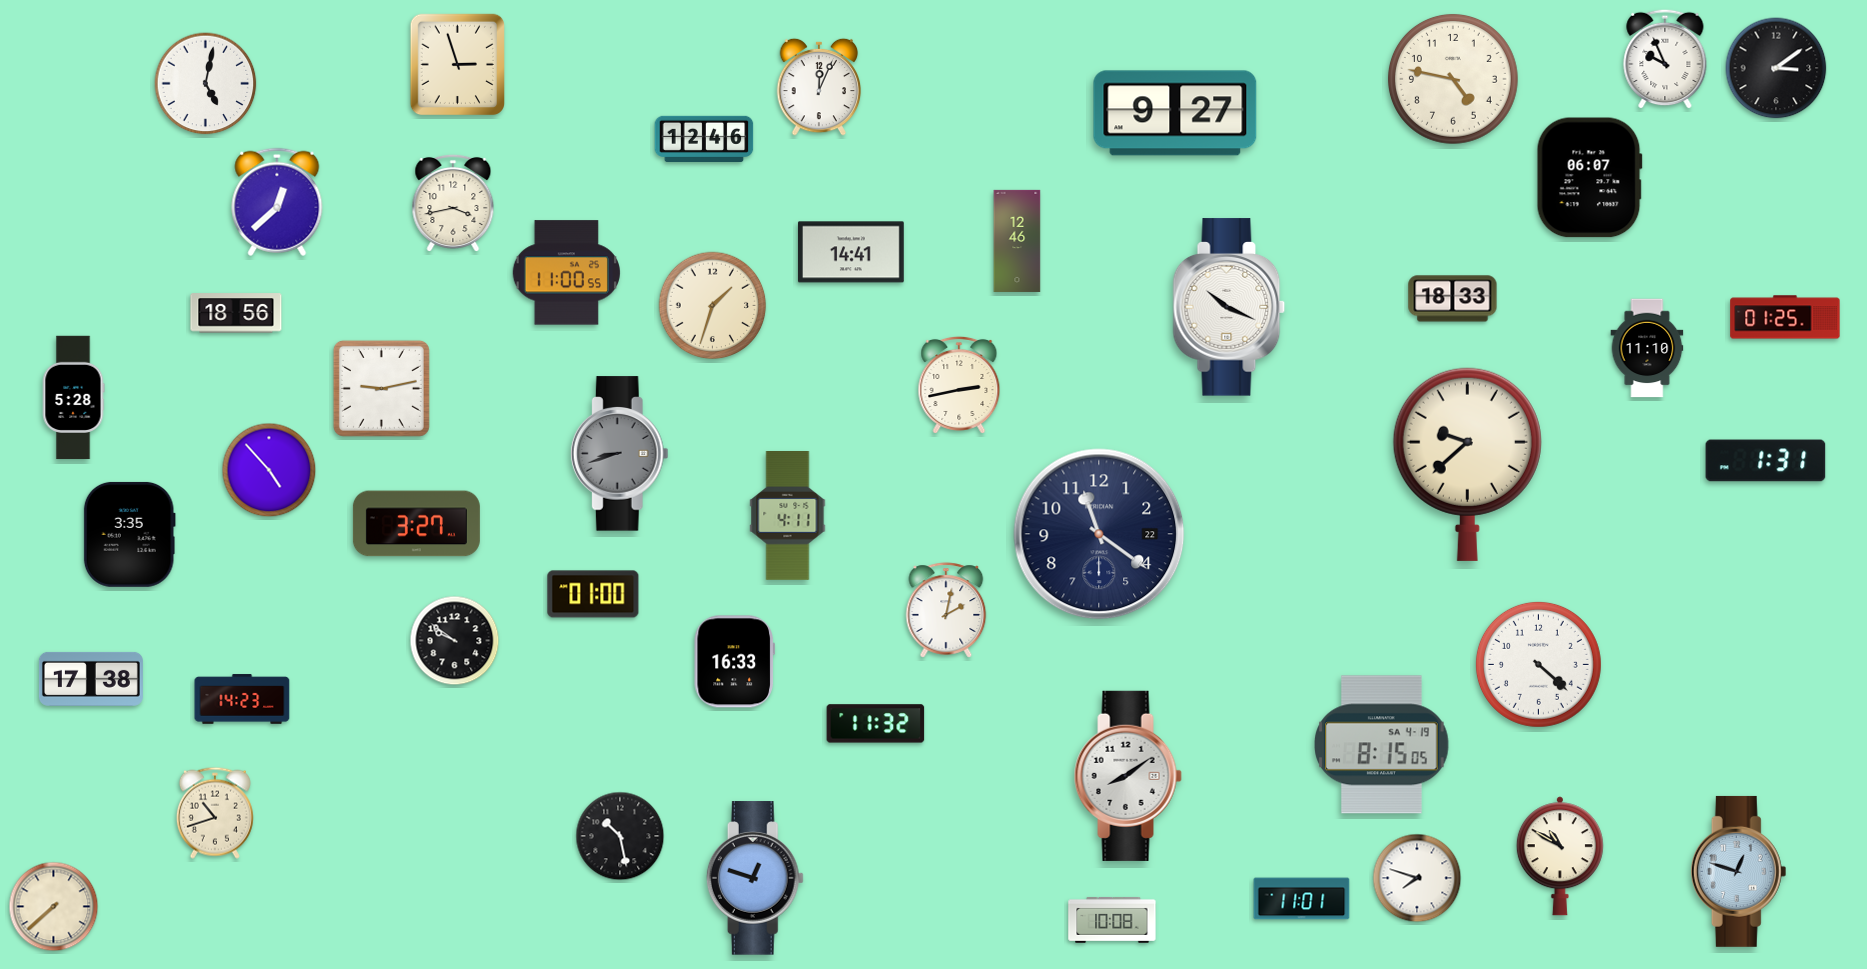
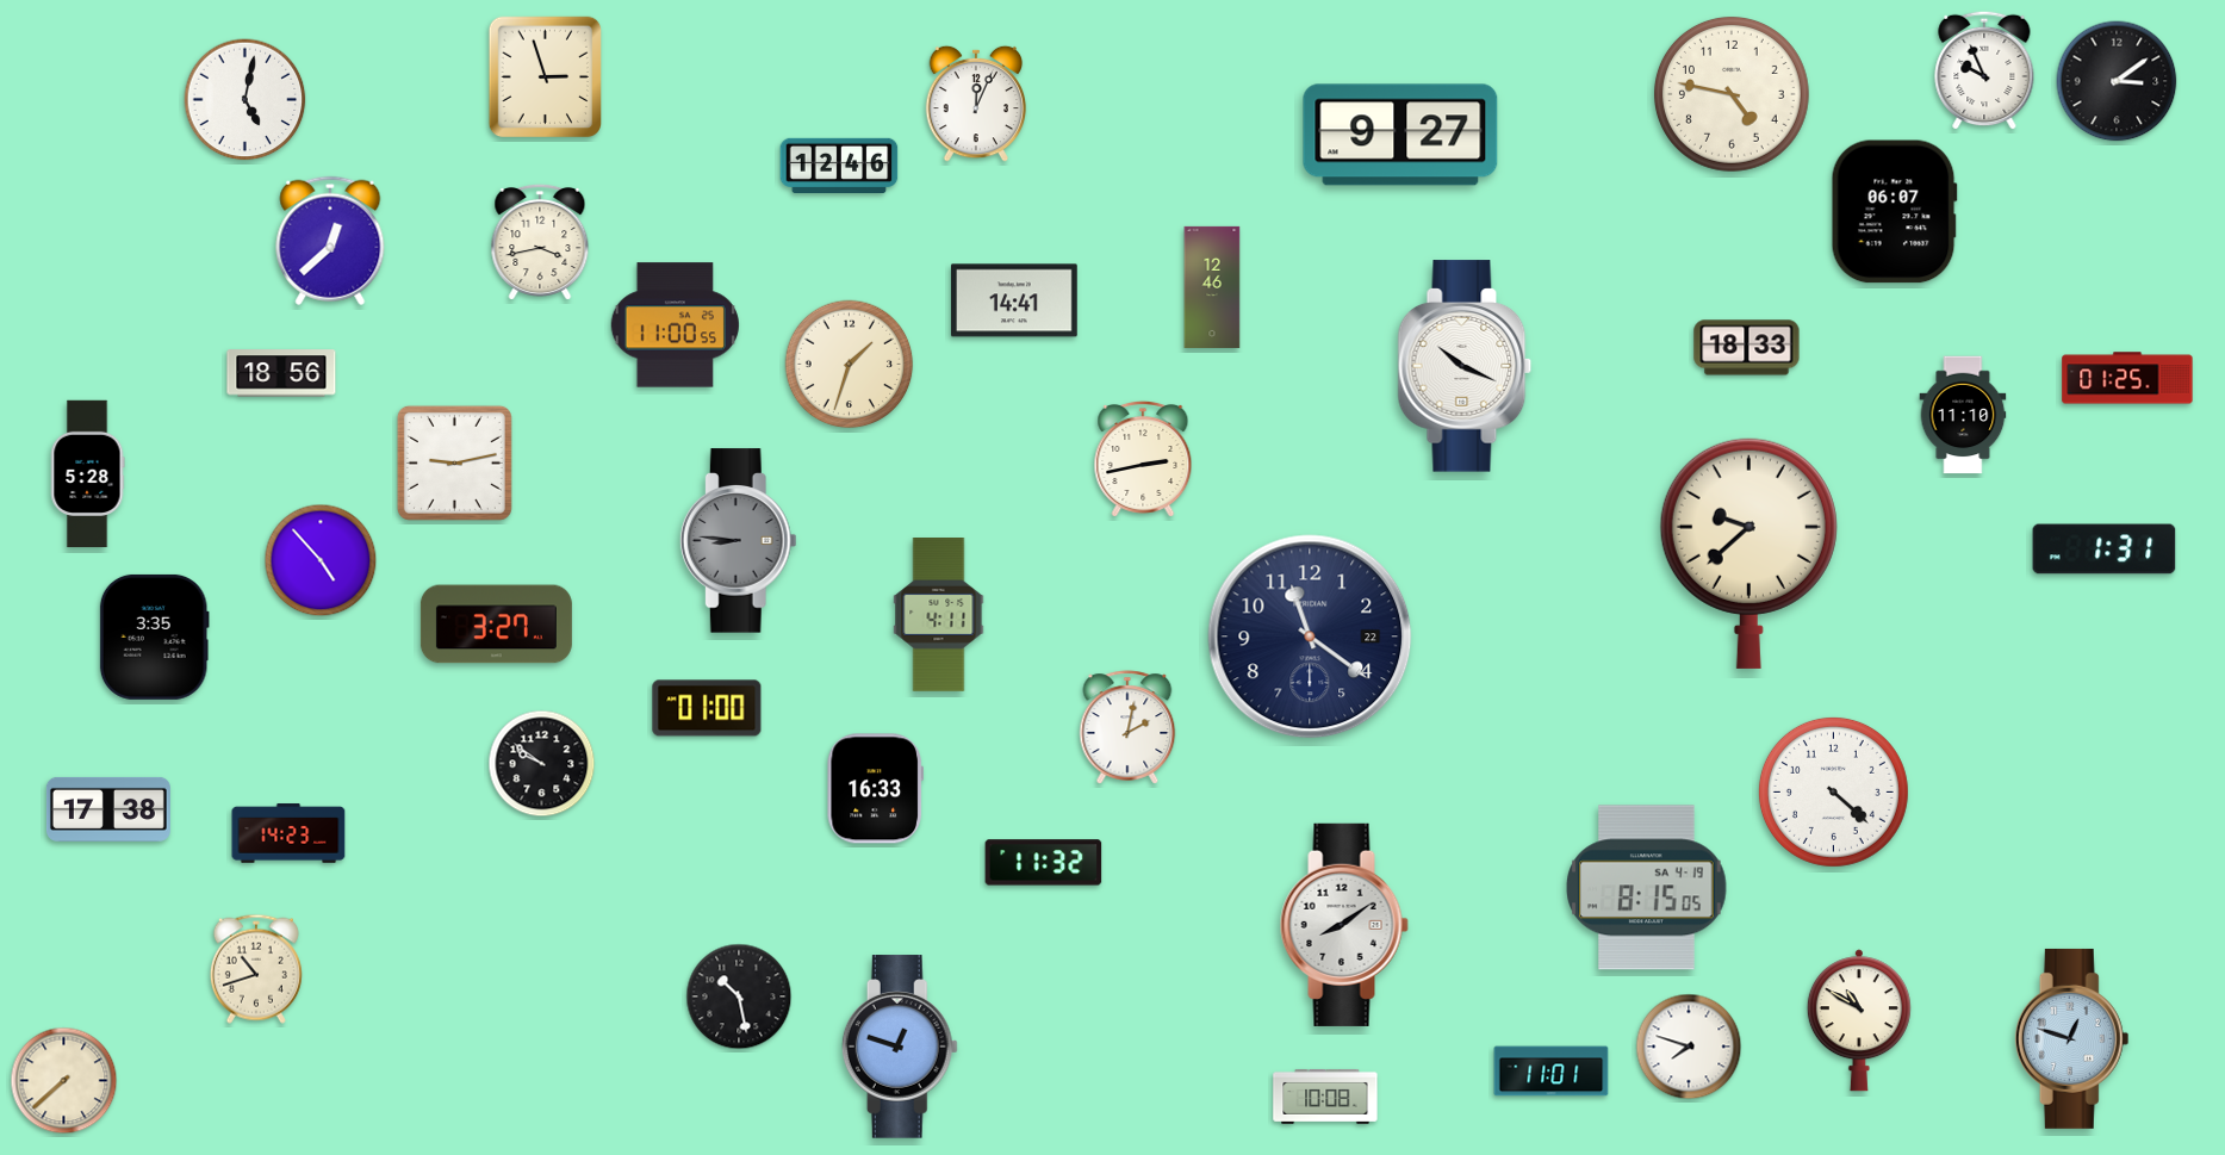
clock at (1453, 299) position: (1453, 299) -> (1747, 348)
clock at (619, 454): 8:42 -> 8:46
